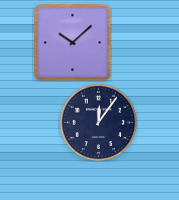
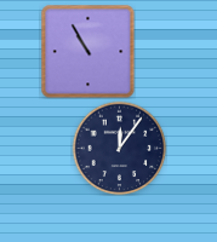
clock at (72, 42): 10:08 -> 10:55
